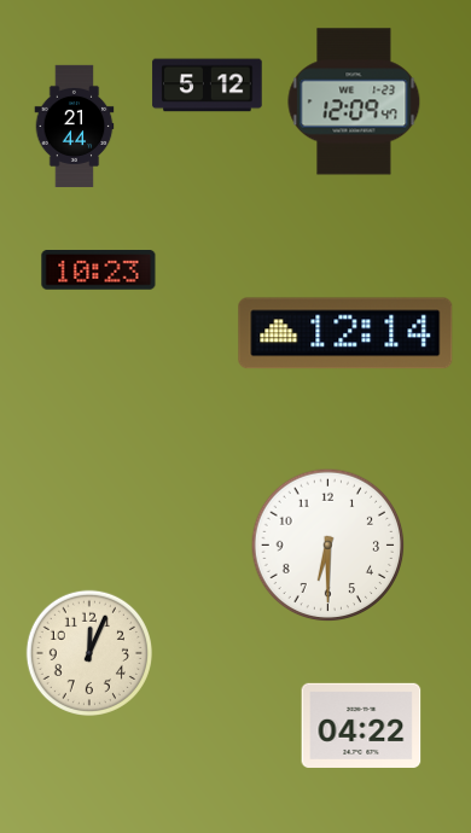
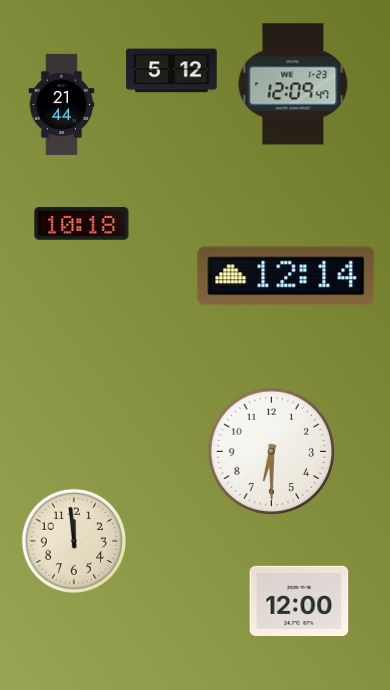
clock at (99, 270): 10:23 -> 10:18
clock at (88, 652): 12:04 -> 11:59
clock at (361, 726): 04:22 -> 12:00
